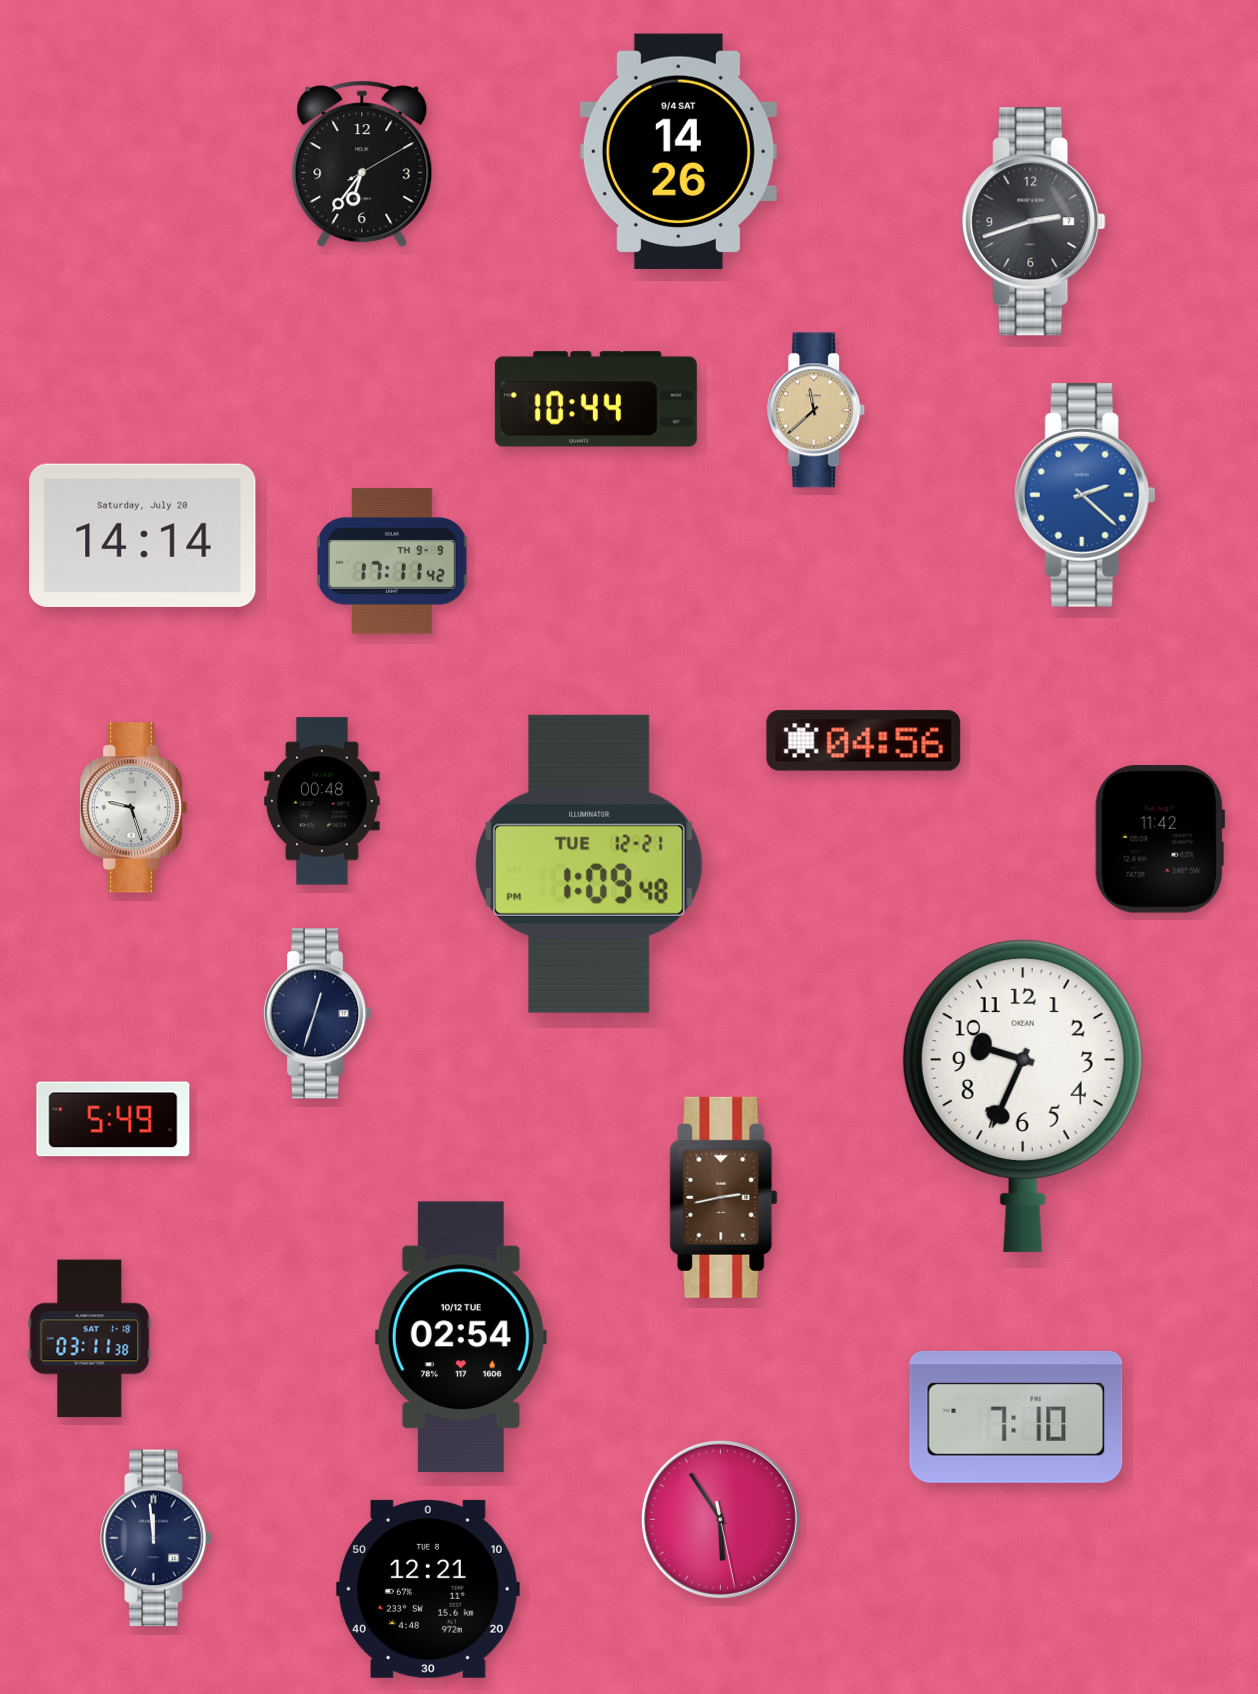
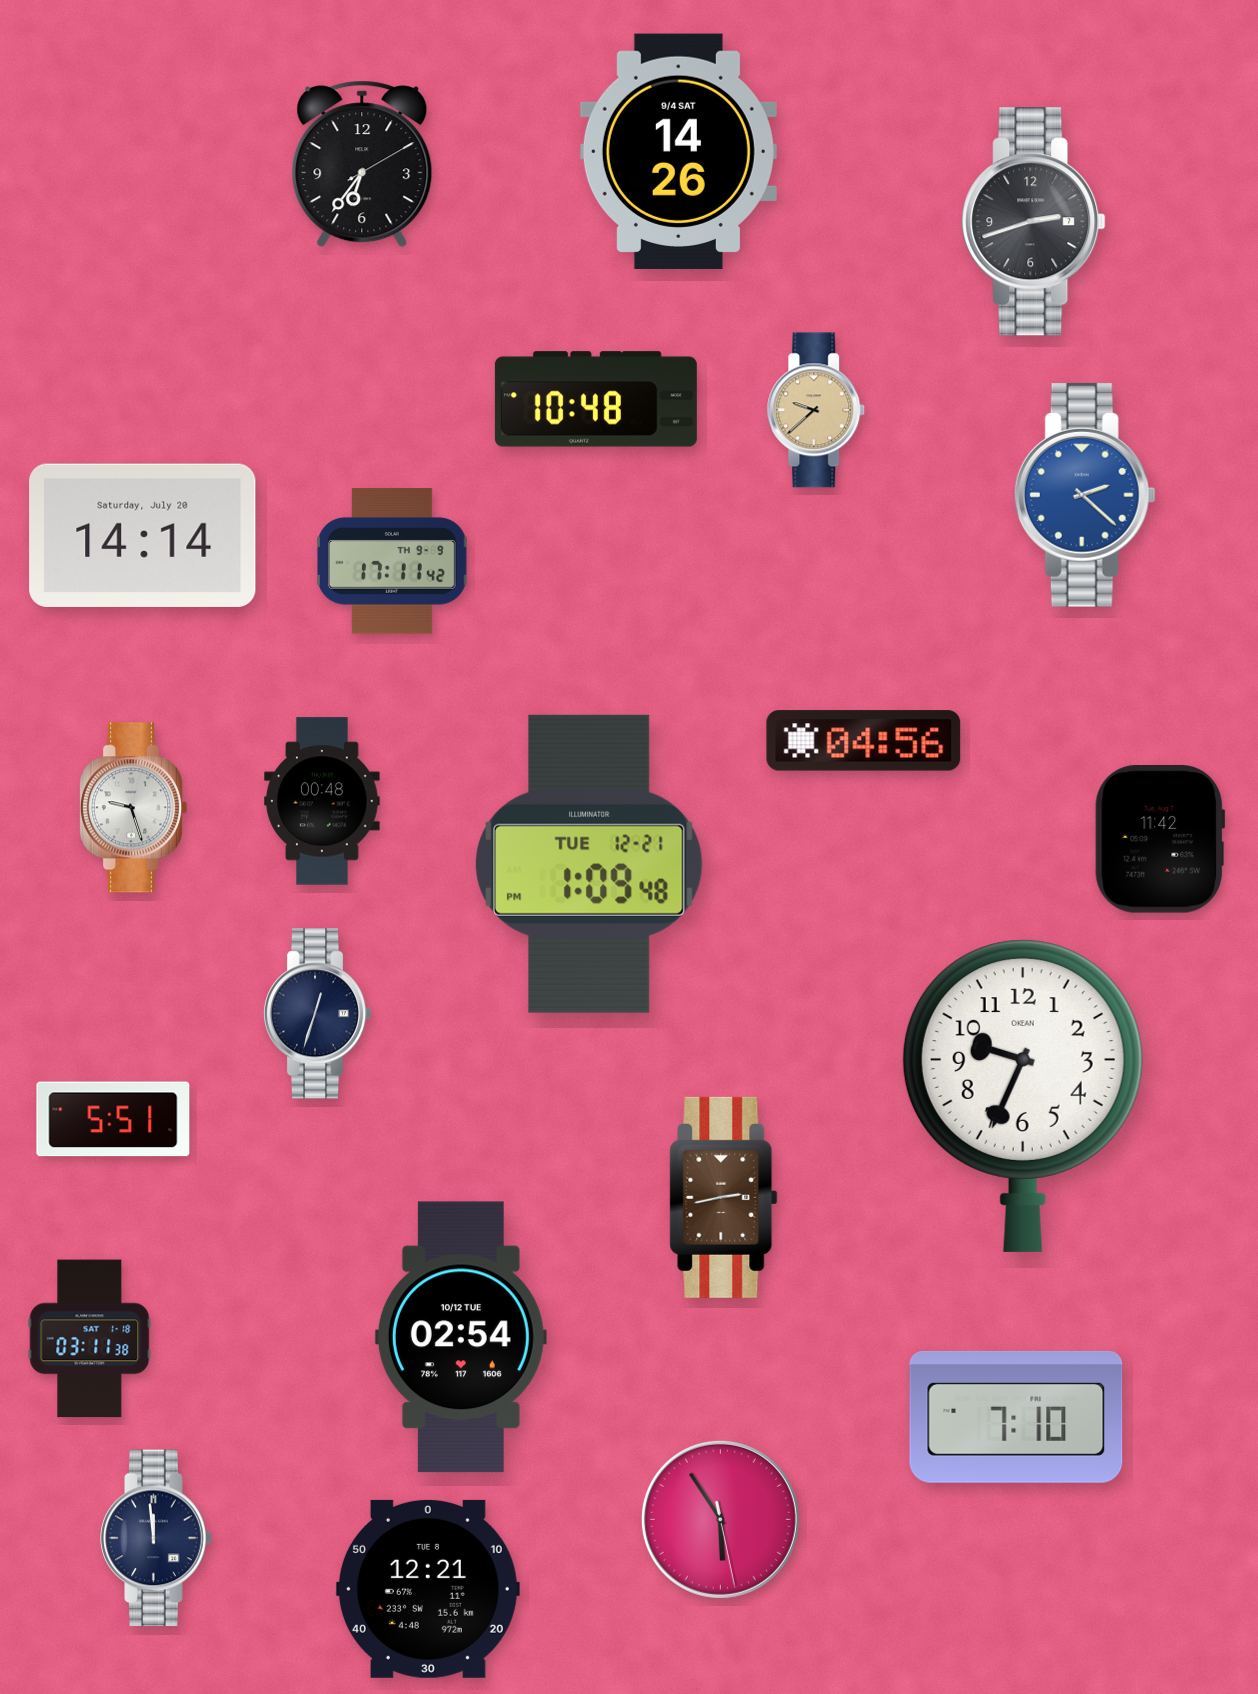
clock at (596, 399): 10:44 -> 10:48
clock at (816, 410): 11:38 -> 9:38
clock at (113, 1119): 5:49 -> 5:51
